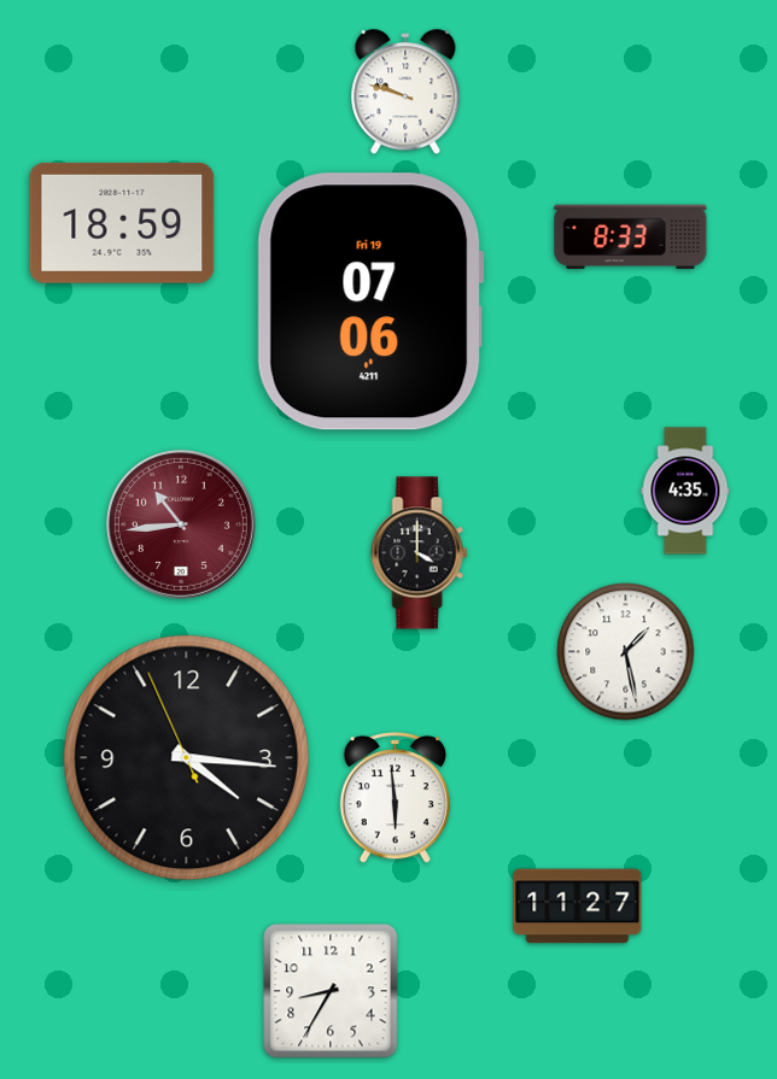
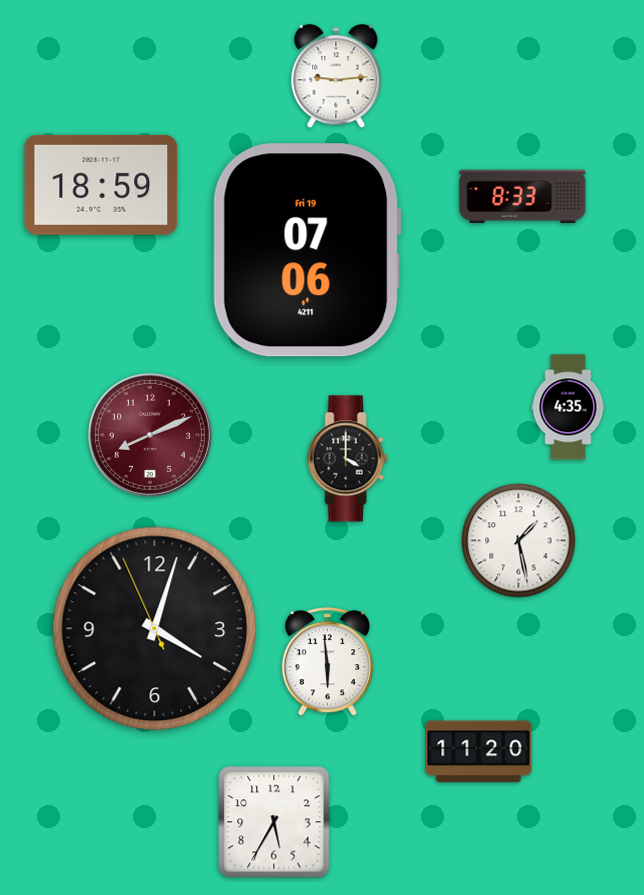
clock at (405, 93): 9:48 -> 9:14
clock at (181, 524): 10:44 -> 8:11
clock at (187, 758): 4:15 -> 4:02
clock at (578, 907): 11:27 -> 11:20
clock at (331, 991): 8:35 -> 5:35
